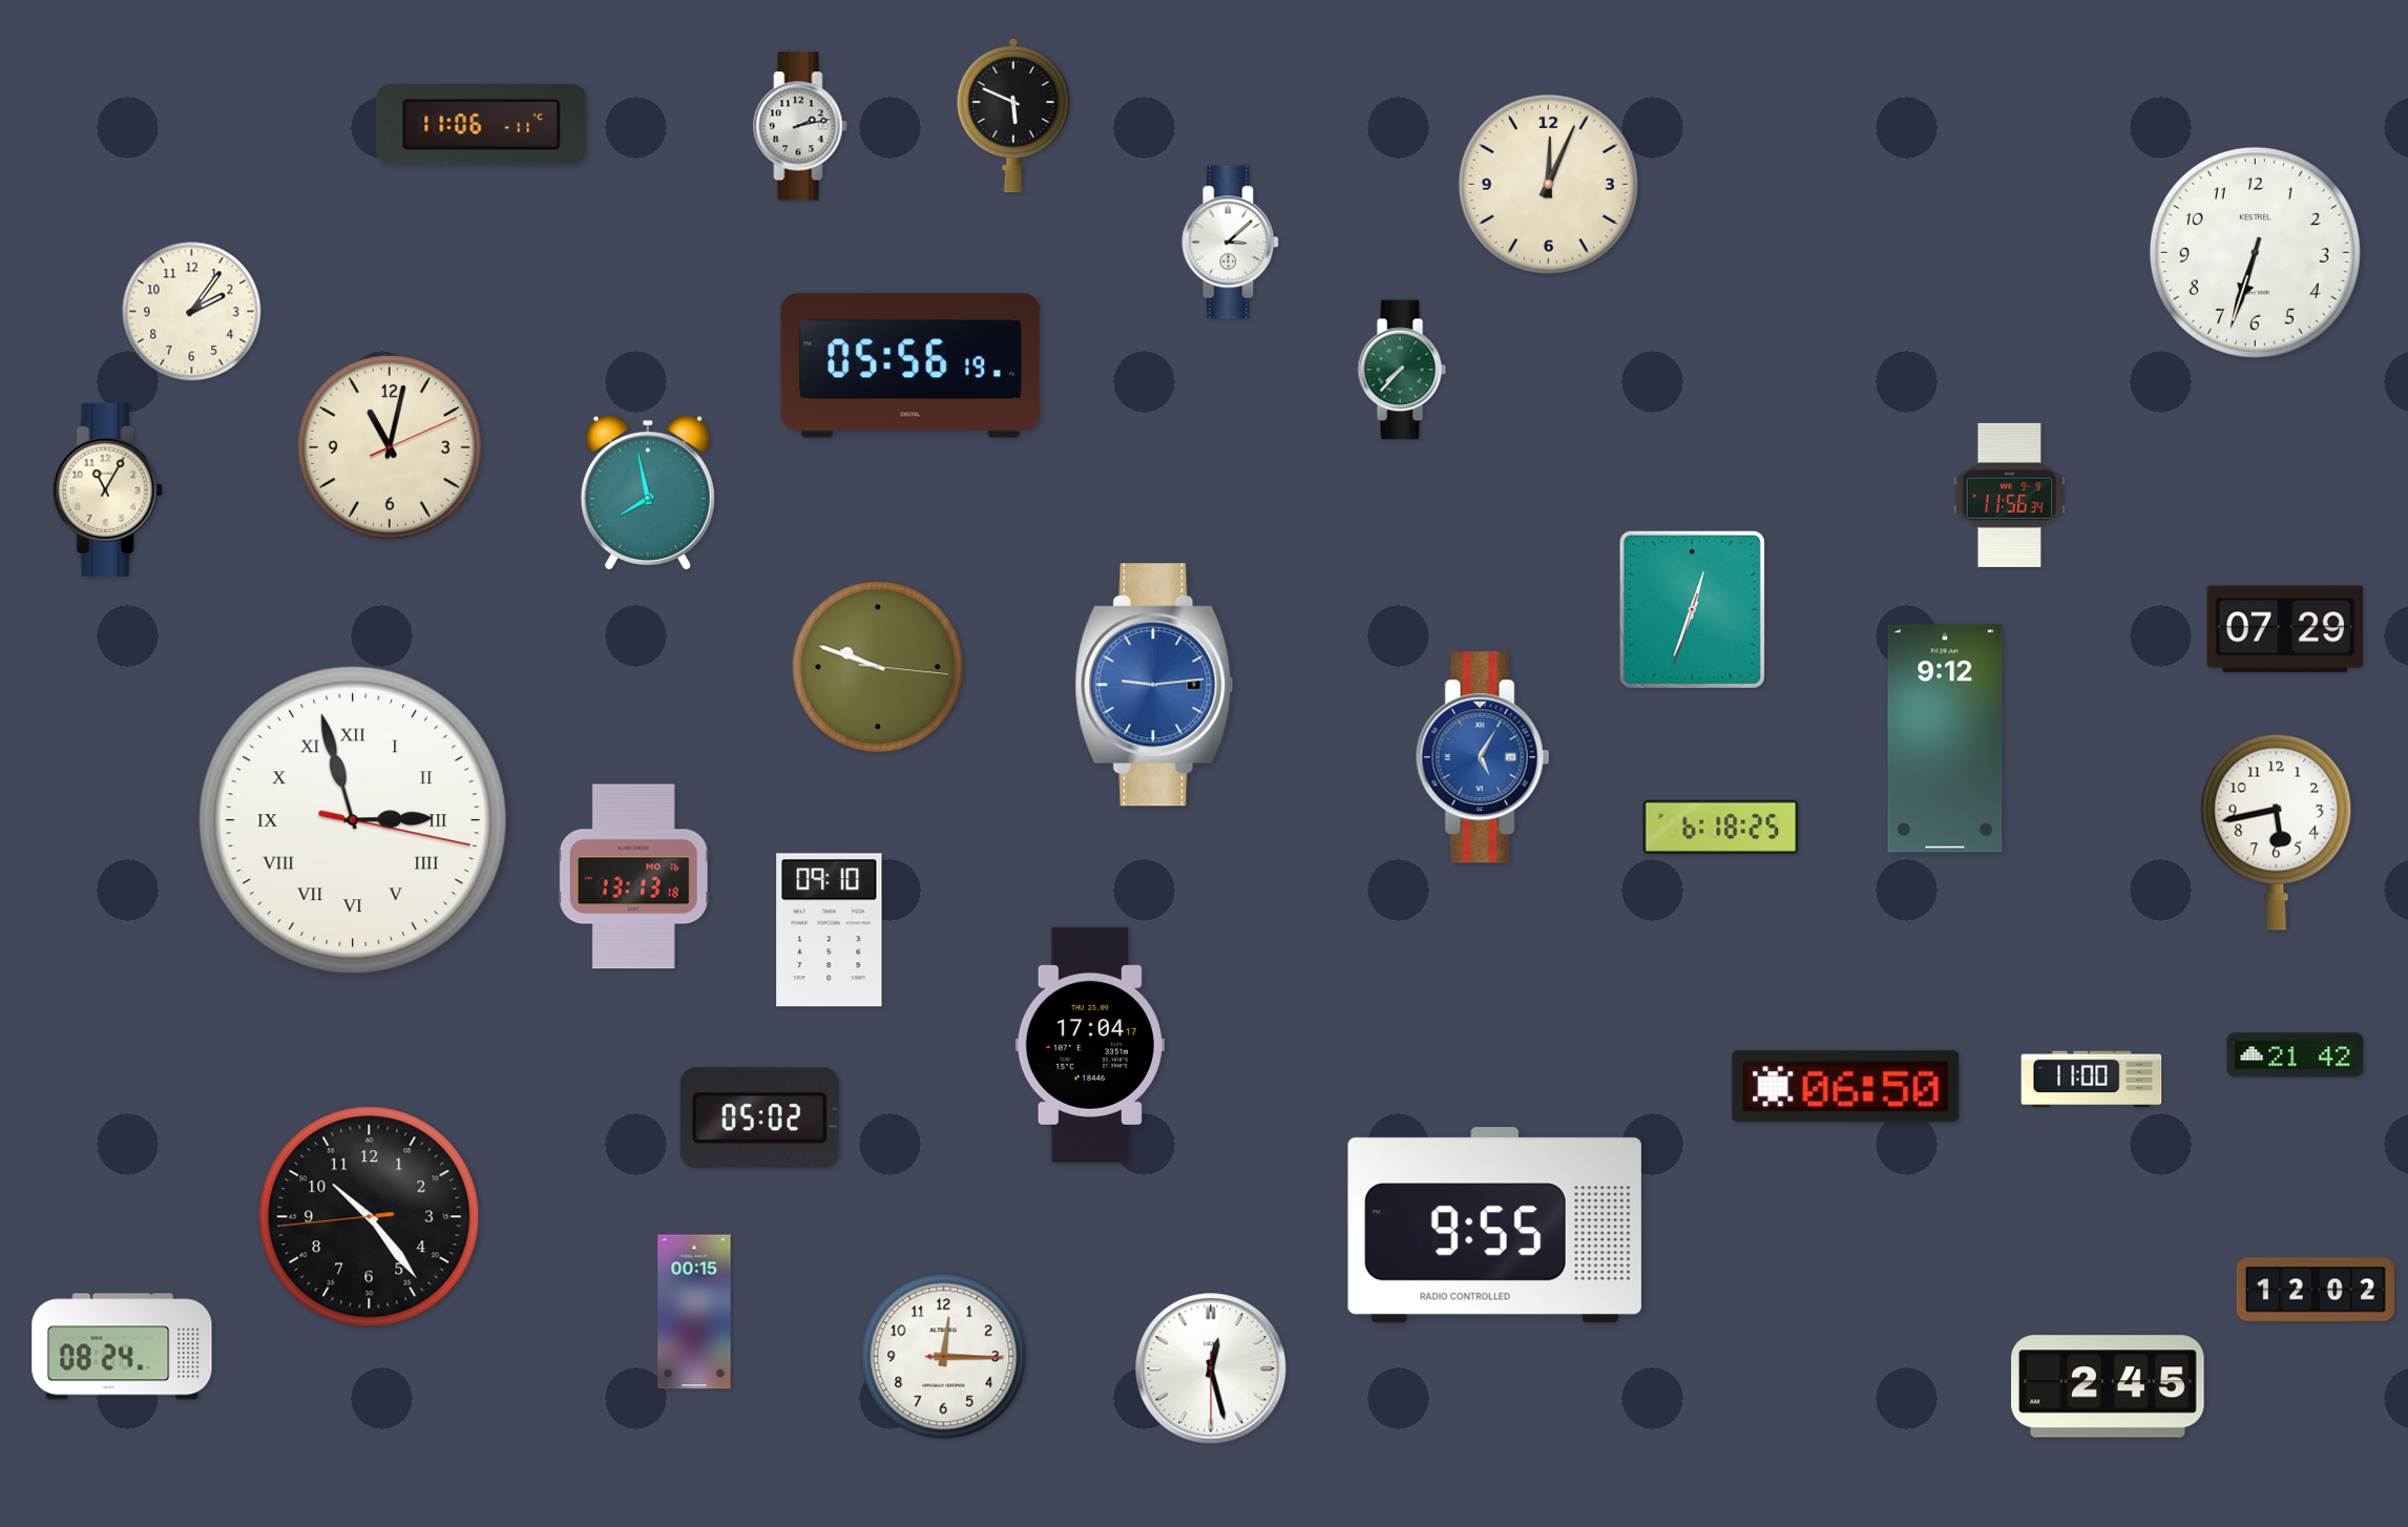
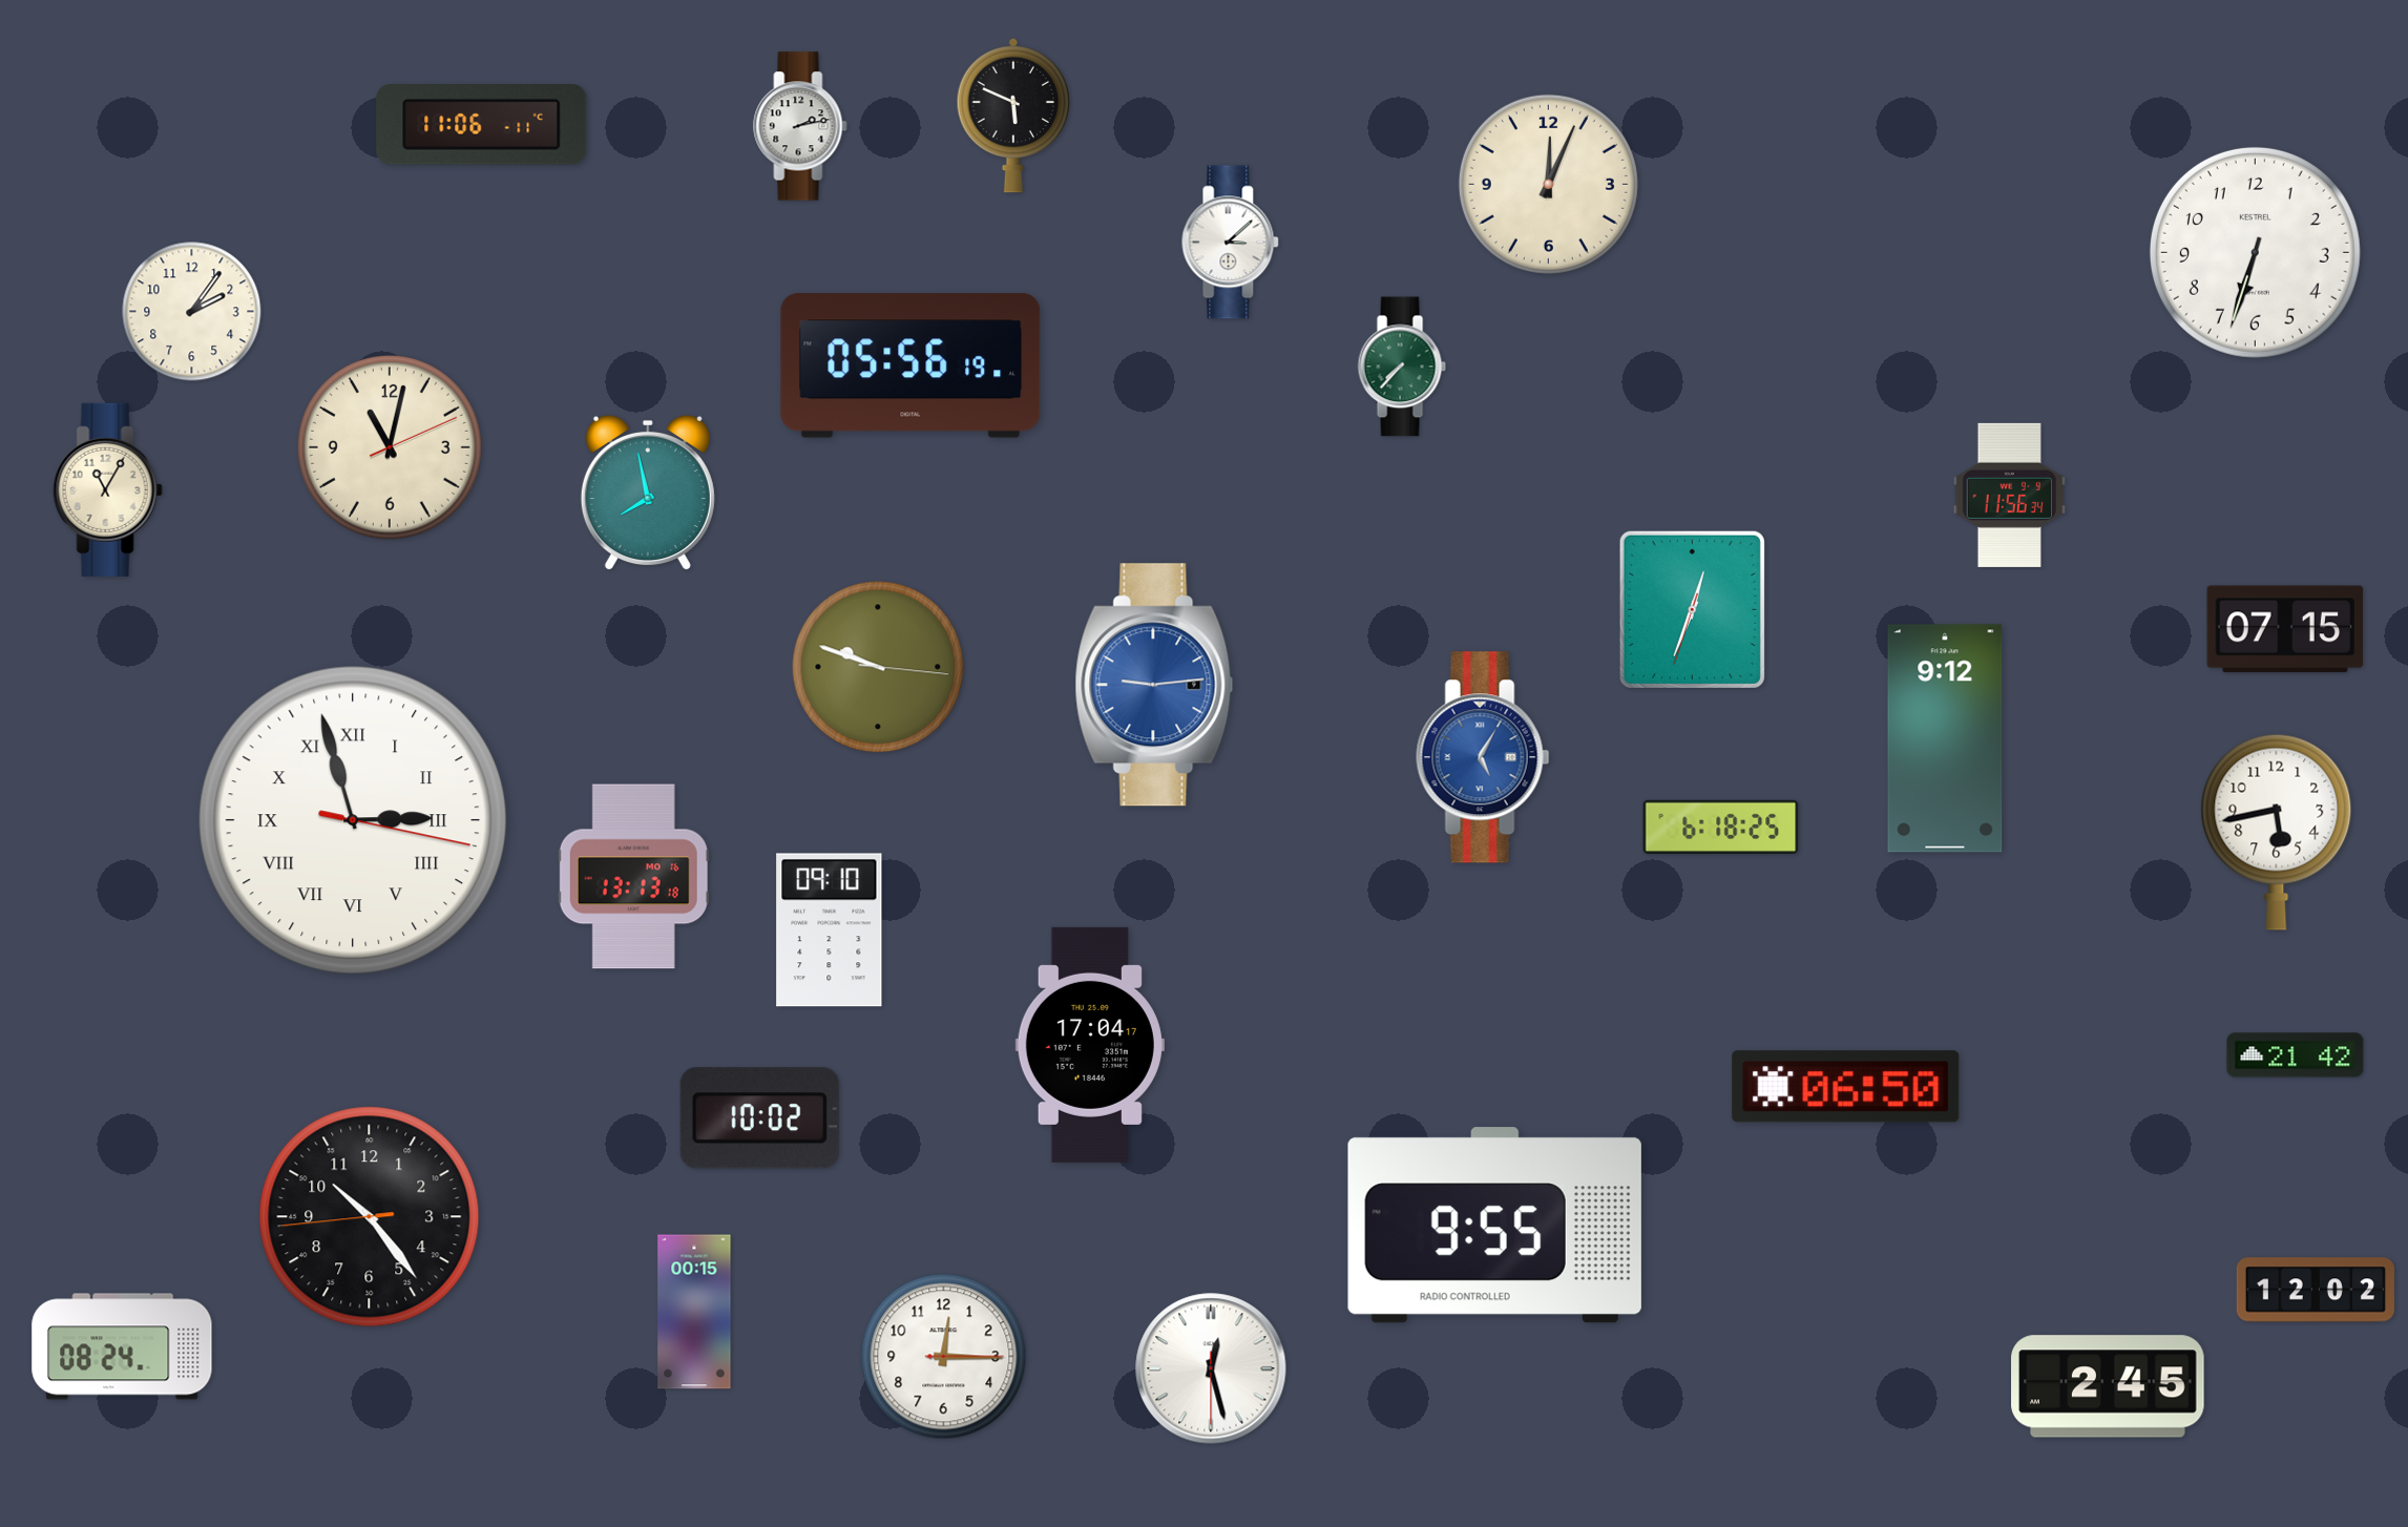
clock at (1402, 370) position: (1402, 370) -> (1402, 367)
clock at (2285, 629): 07:29 -> 07:15
clock at (2092, 1080): 11:00 -> none
clock at (759, 1118): 05:02 -> 10:02
